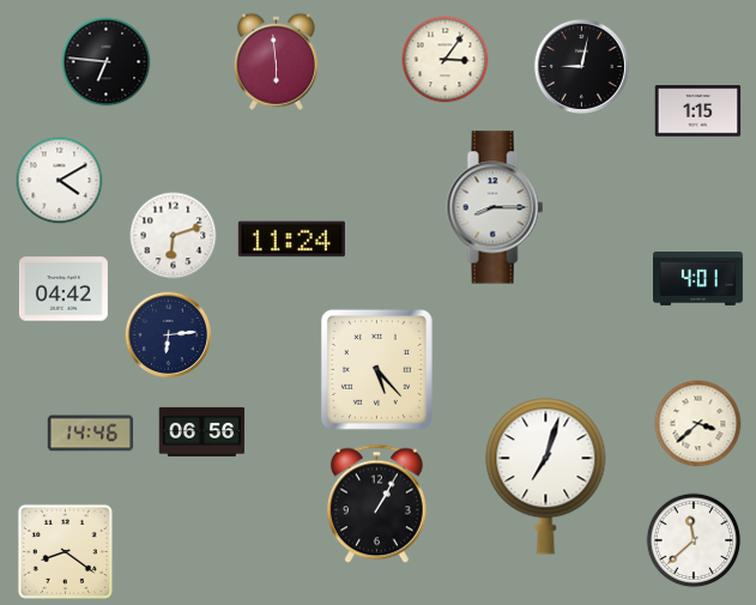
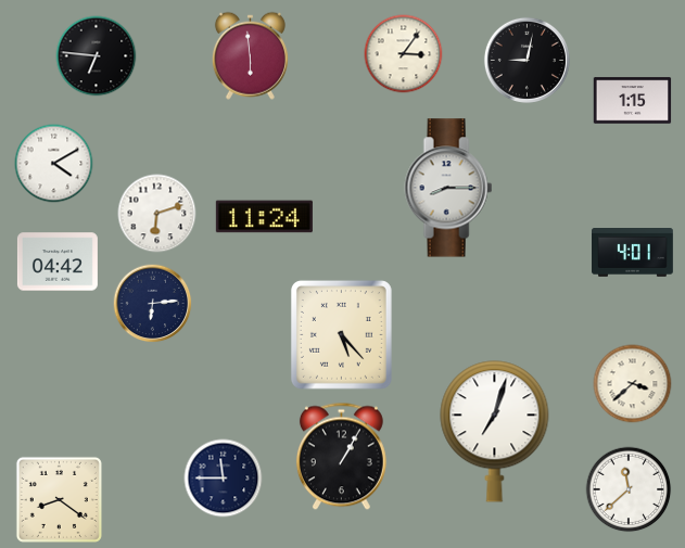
clock at (202, 431): 06:56 -> none
clock at (91, 434): 14:46 -> none
clock at (224, 479): none -> 11:45
